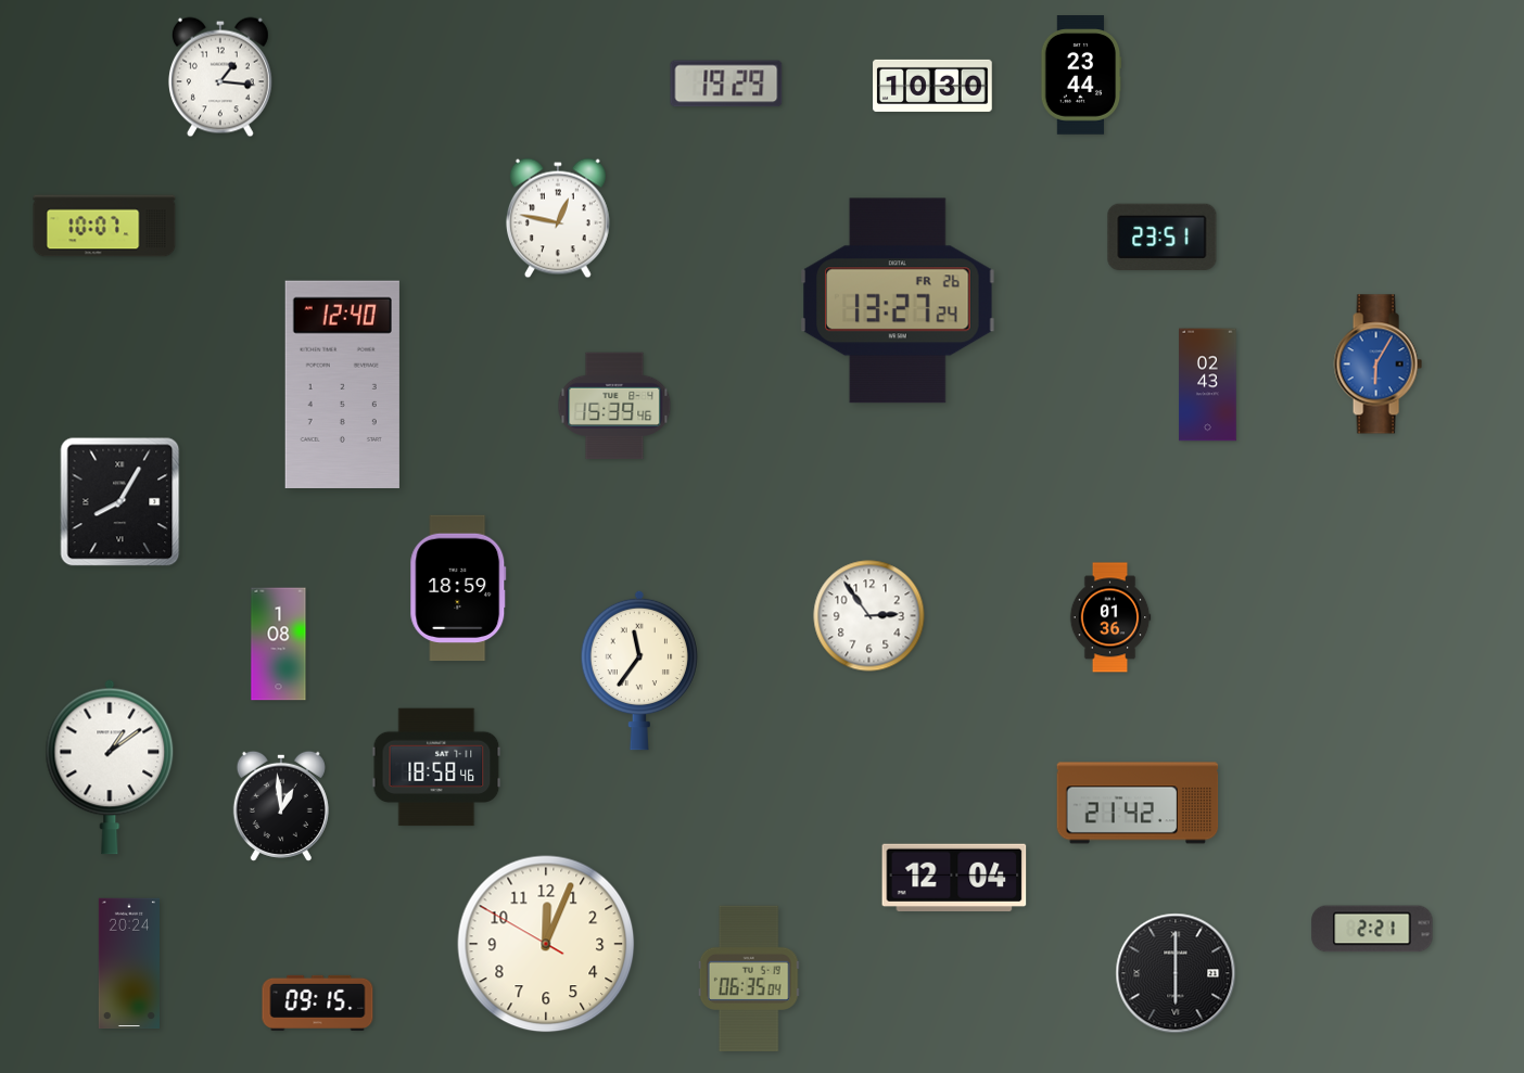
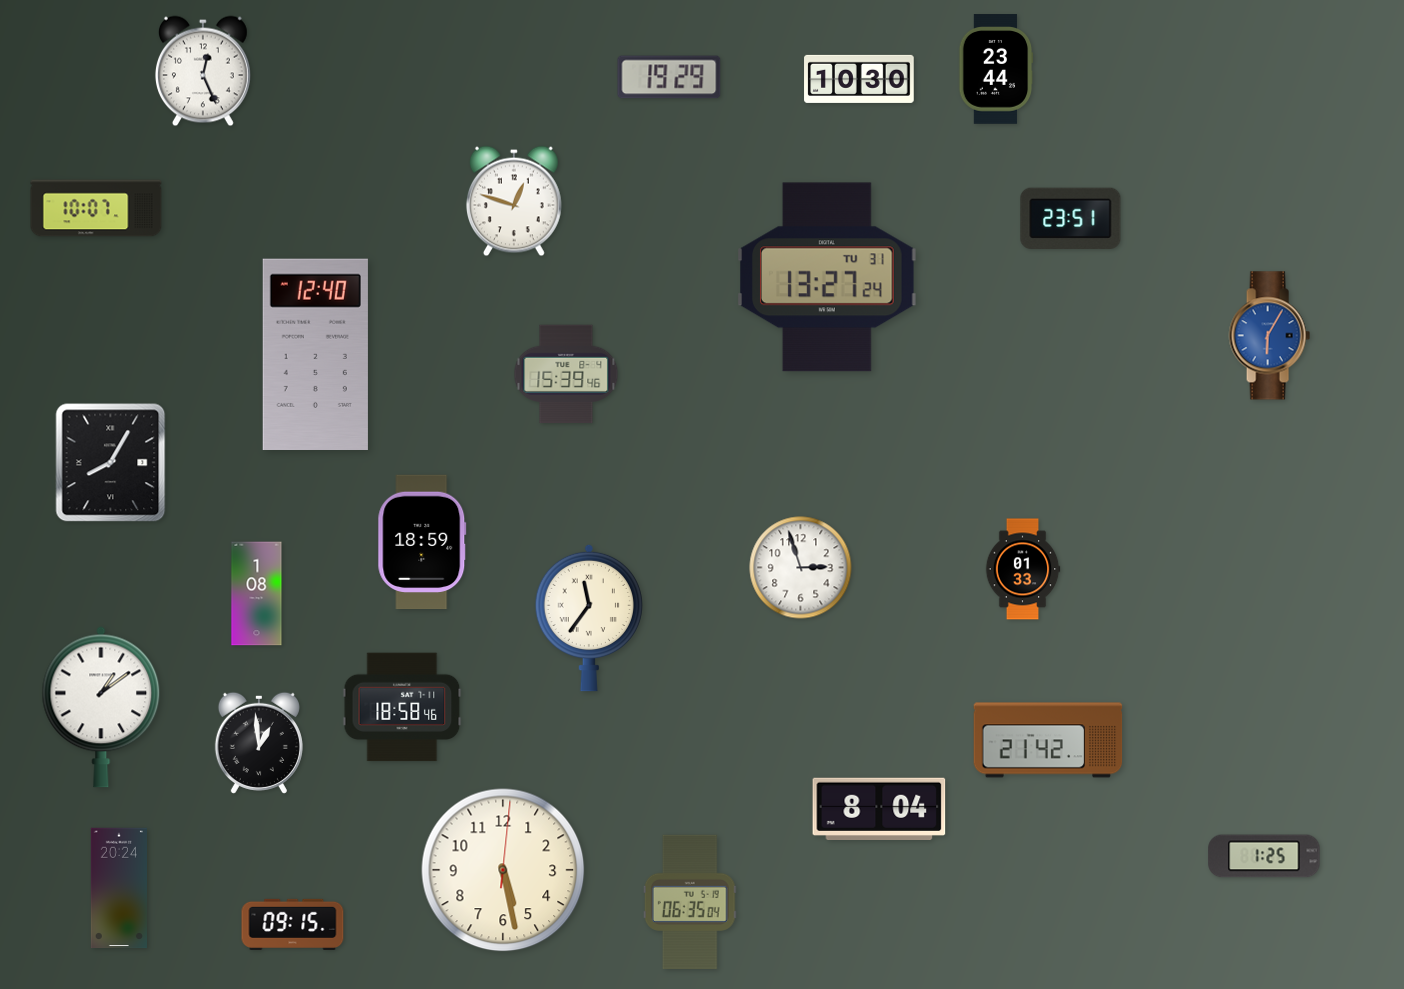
clock at (220, 77): 1:16 -> 12:26
clock at (558, 218): 12:47 -> 12:48
clock at (898, 301) date: FR 26 -> TU 31
clock at (1208, 385): 02:43 -> none
clock at (869, 616): 2:54 -> 2:57
clock at (1110, 617): 01:36 -> 01:33
clock at (954, 877): 12:04 -> 8:04
clock at (1372, 929): 2:21 -> 1:25
clock at (546, 944): 12:03 -> 5:28
clock at (1176, 973): 6:00 -> none
